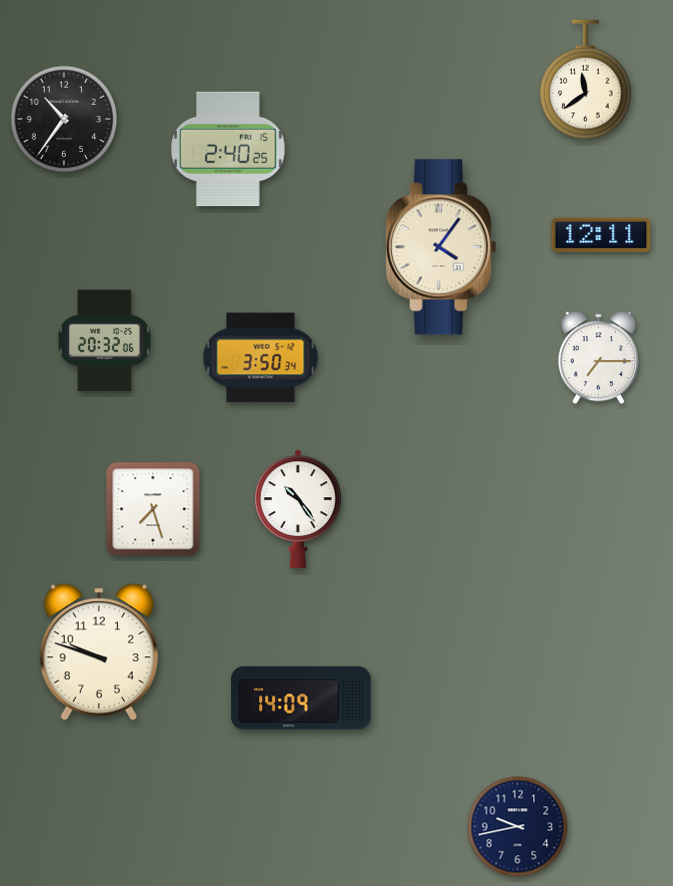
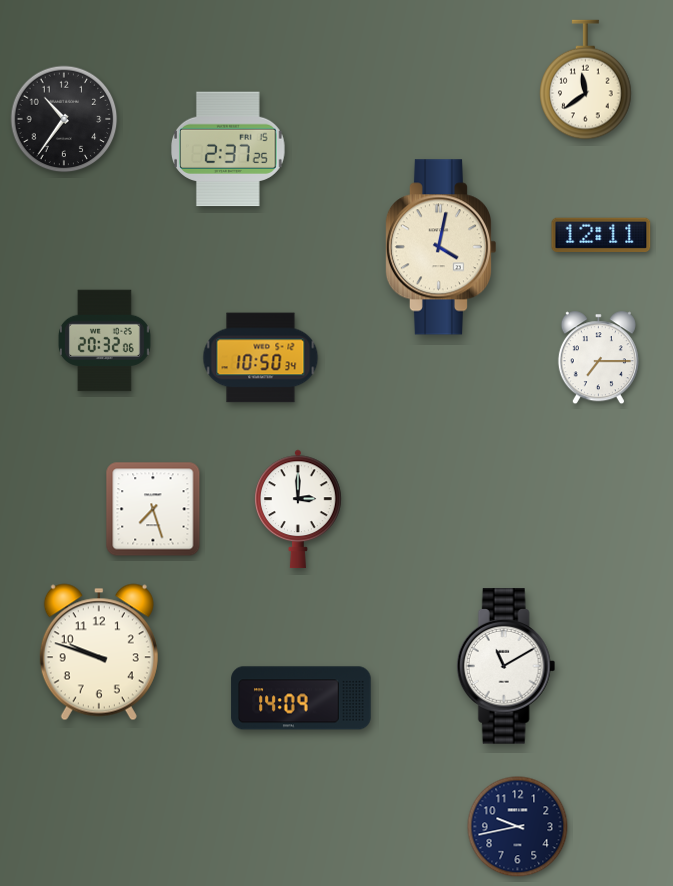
clock at (229, 149): 2:40 -> 2:37
clock at (440, 247): 4:06 -> 4:02
clock at (261, 358): 3:50 -> 10:50
clock at (299, 509): 10:24 -> 3:00
clock at (506, 666): none -> 11:10
